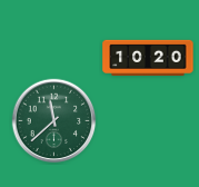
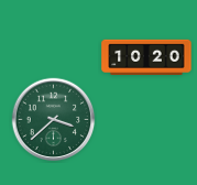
clock at (54, 121): 11:38 -> 3:38
